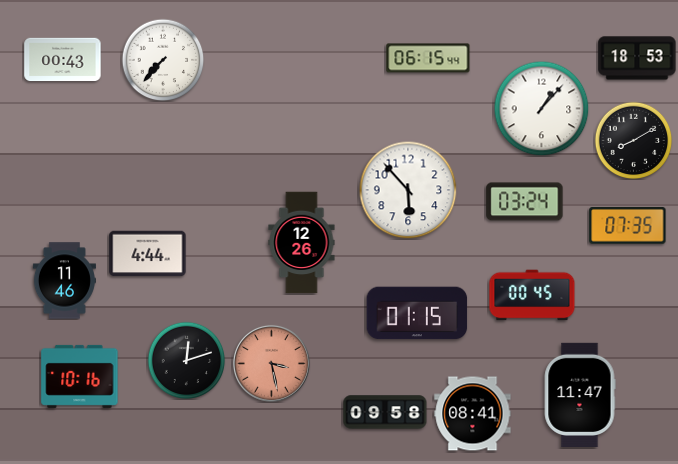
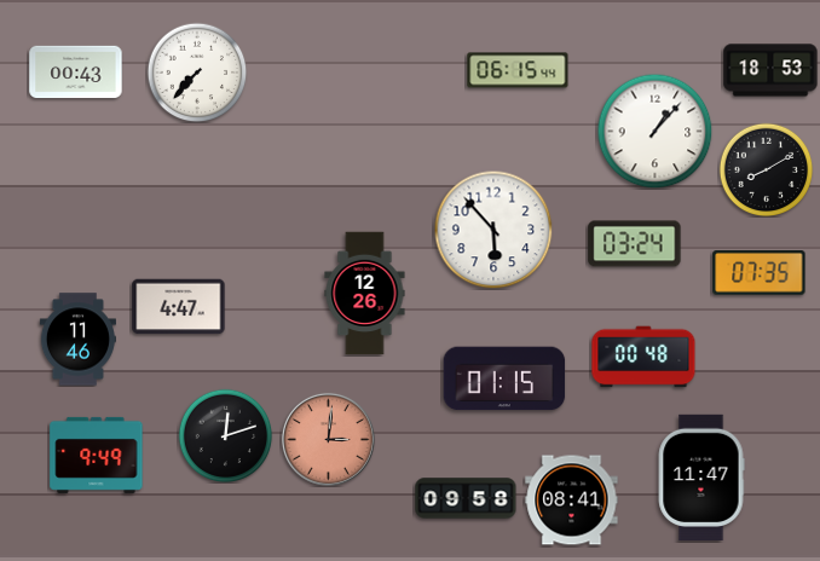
clock at (148, 254): 4:44 -> 4:47
clock at (532, 295): 00:45 -> 00:48
clock at (271, 363): 3:28 -> 3:01
clock at (80, 376): 10:16 -> 9:49
